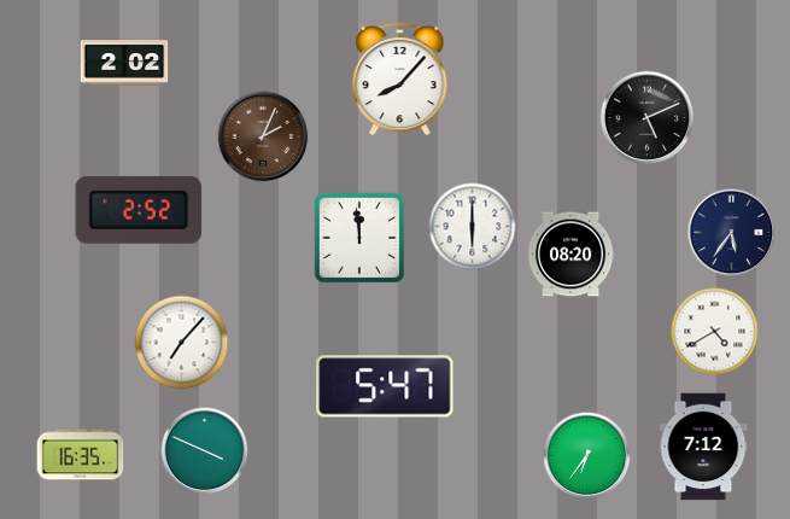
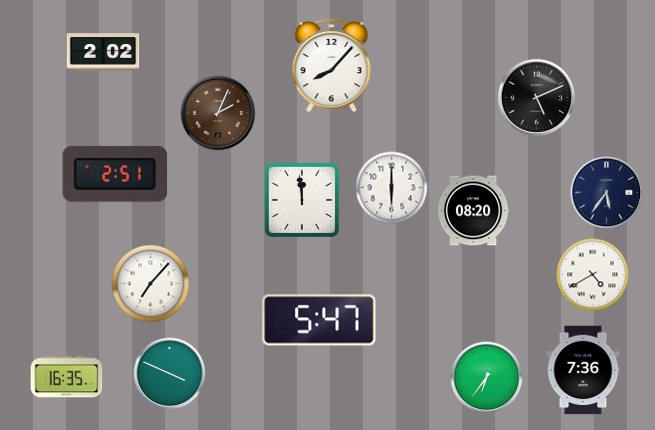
clock at (139, 210): 2:52 -> 2:51
clock at (359, 238) position: (359, 238) -> (302, 200)
clock at (703, 447): 7:12 -> 7:36
